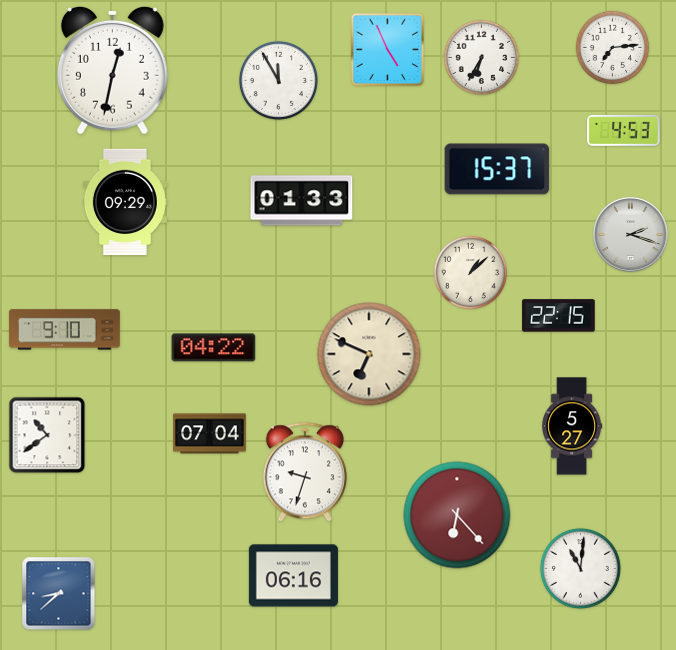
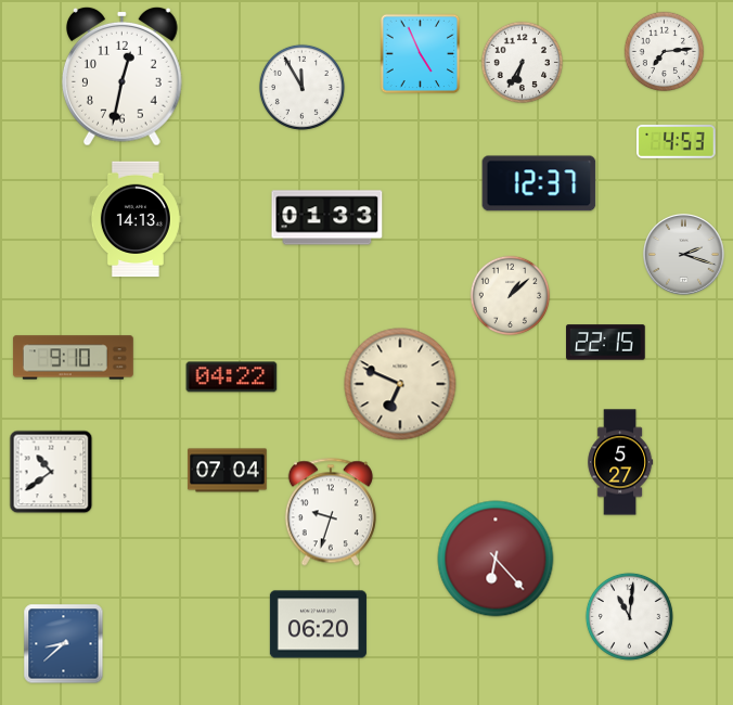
clock at (497, 169): 15:37 -> 12:37
clock at (125, 202): 09:29 -> 14:13
clock at (64, 330) position: (64, 330) -> (73, 358)
clock at (293, 576): 06:16 -> 06:20
